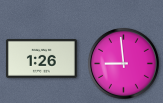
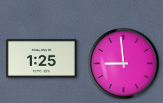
clock at (41, 58): 1:26 -> 1:25
